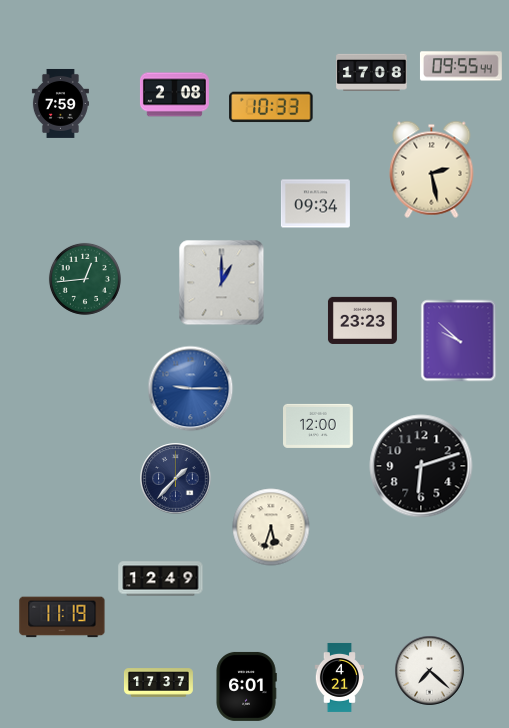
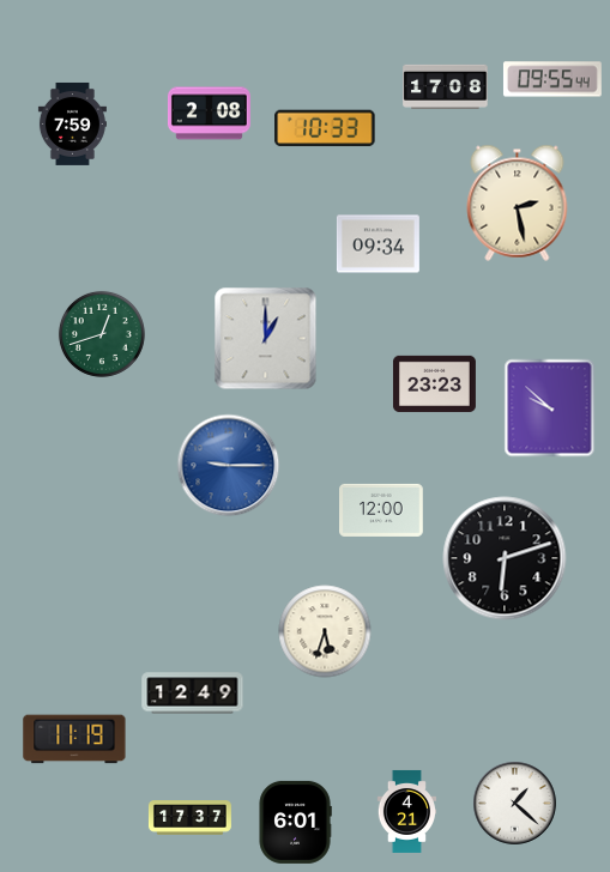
clock at (85, 279): 12:44 -> 12:42
clock at (176, 479): 1:37 -> none
clock at (430, 671): 7:22 -> 1:22
